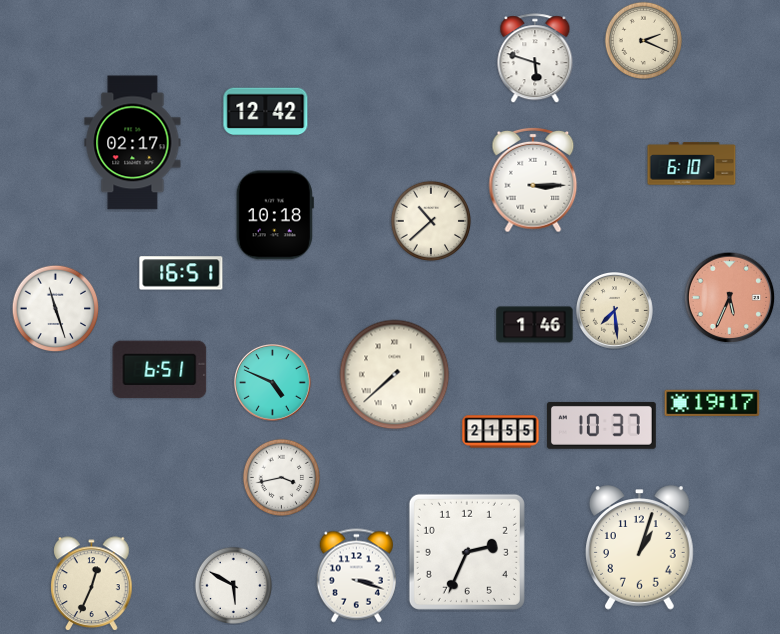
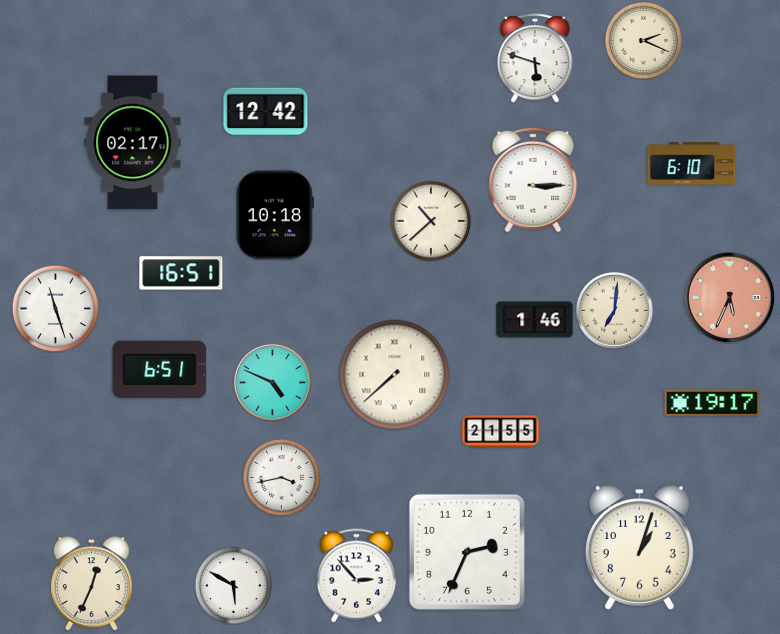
clock at (615, 311): 7:29 -> 7:01
clock at (535, 325) position: (535, 325) -> (535, 320)
clock at (601, 426): 10:37 -> none
clock at (356, 576): 3:18 -> 2:53
